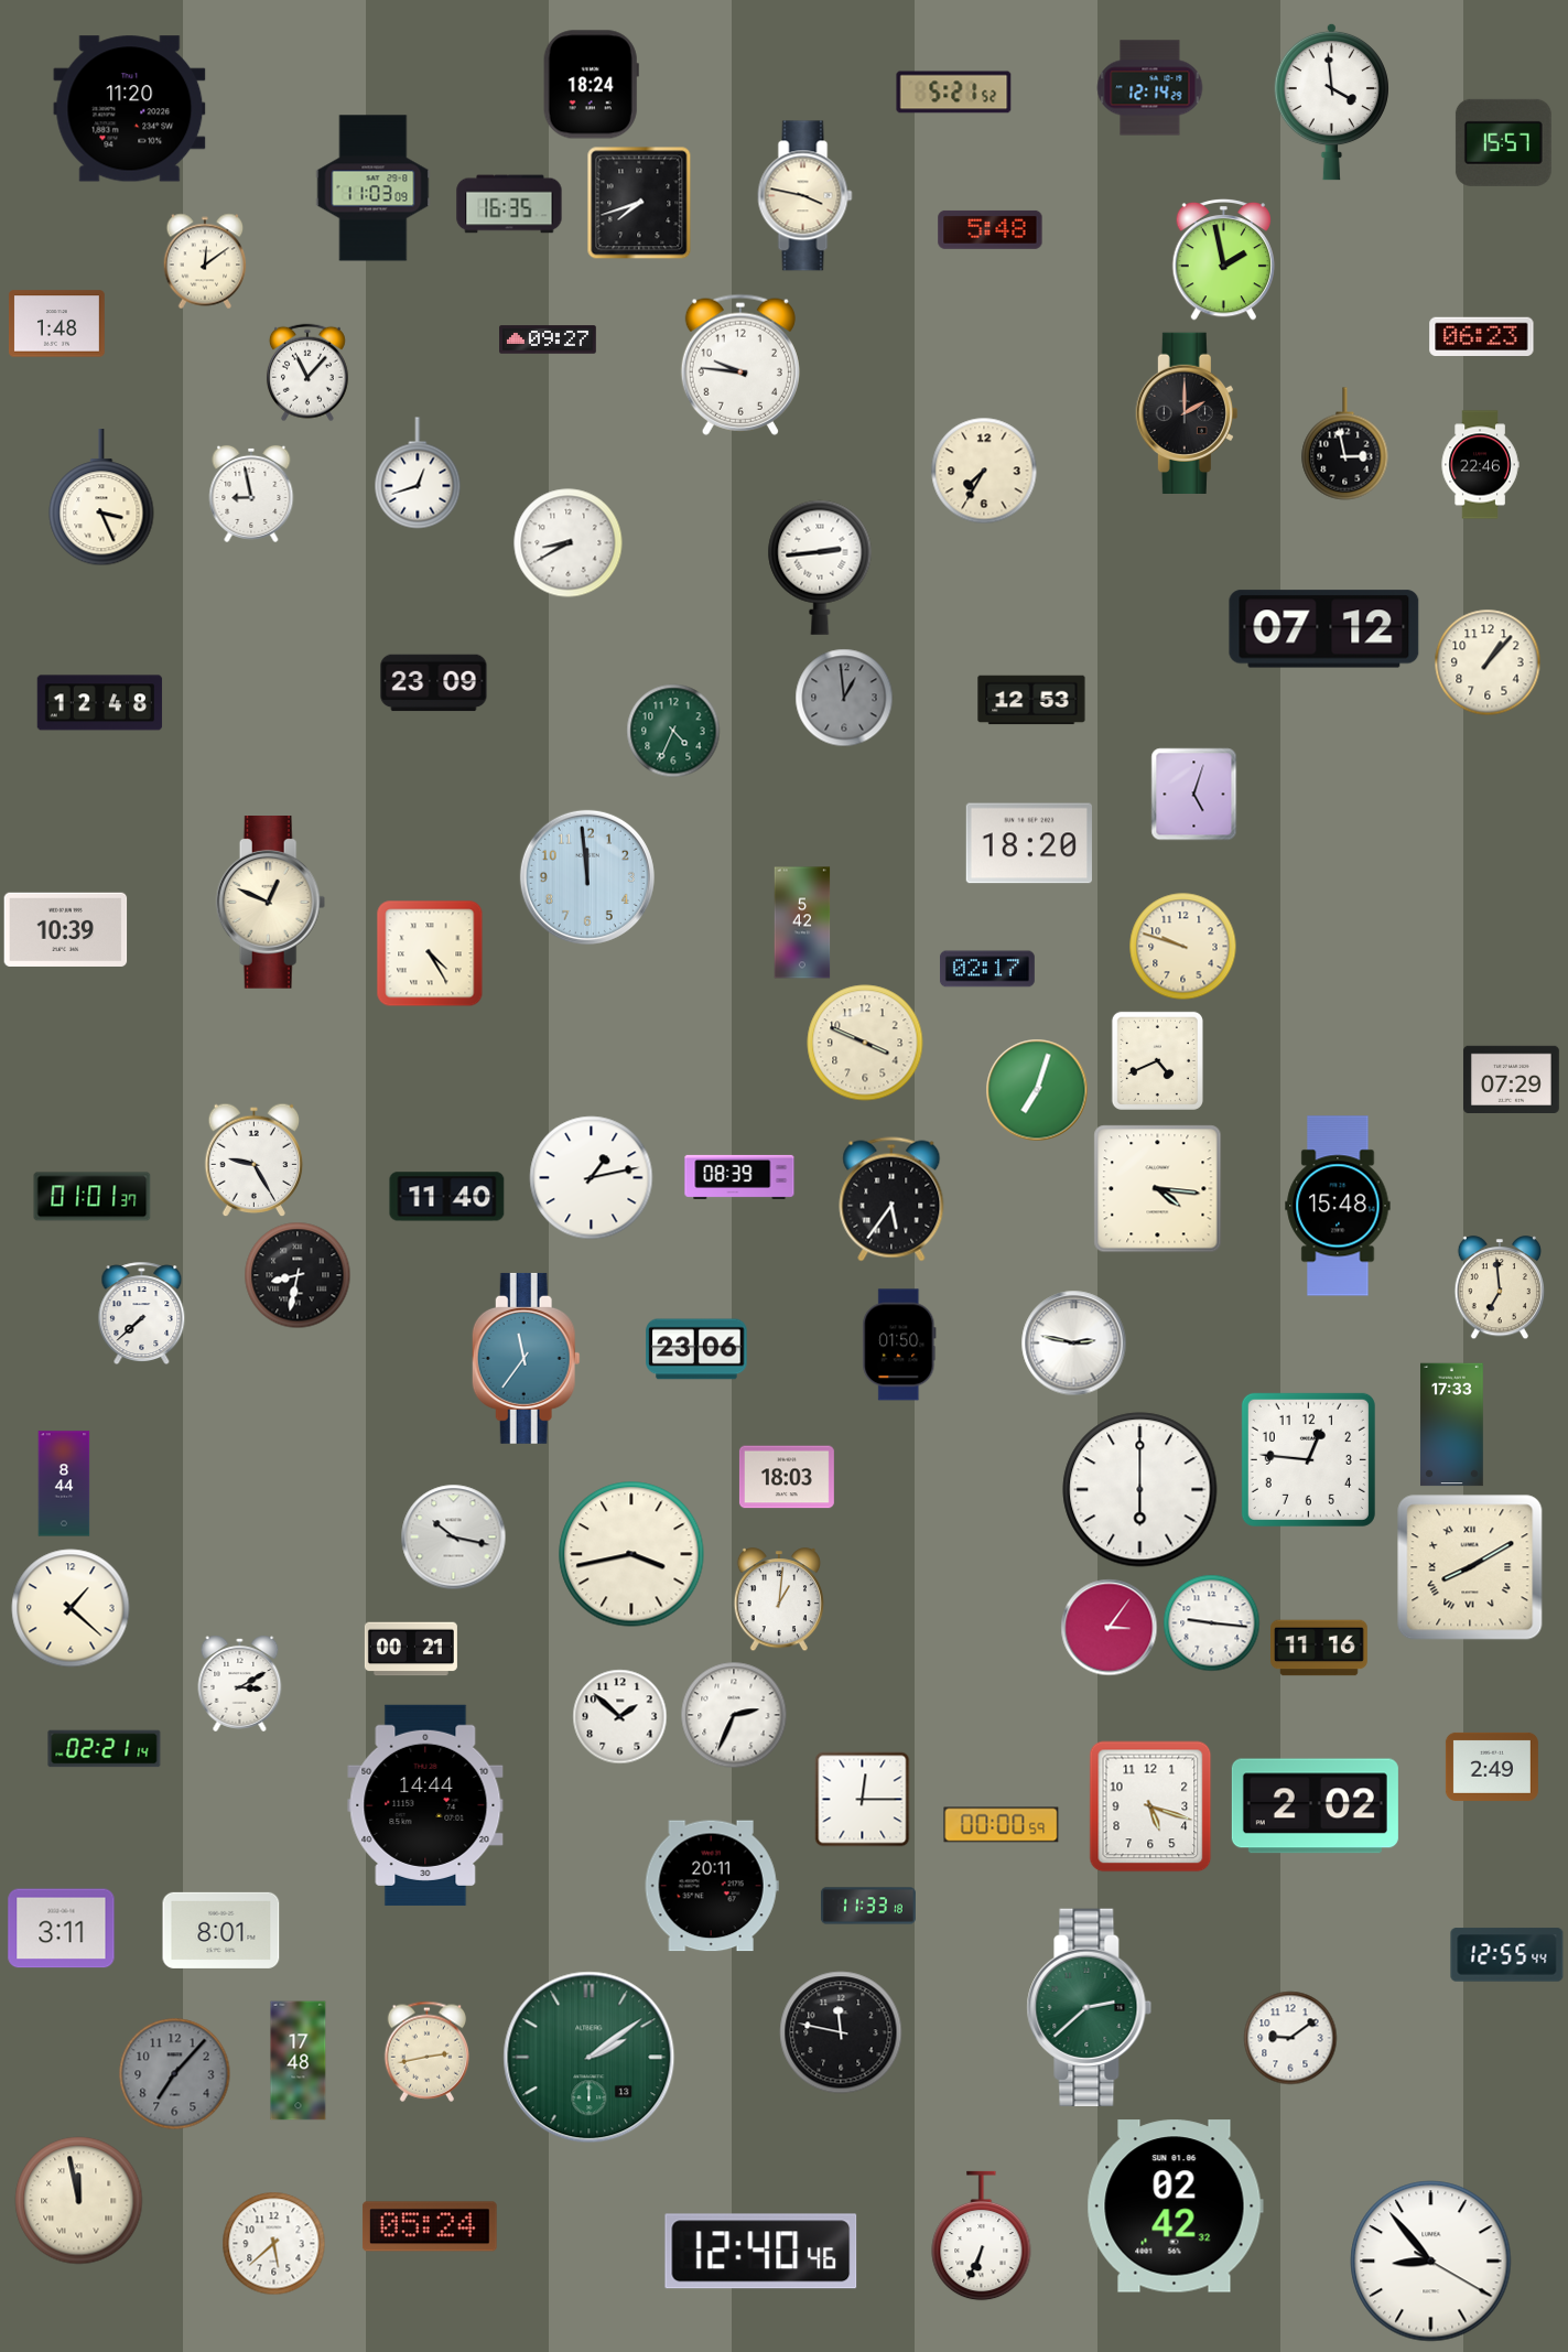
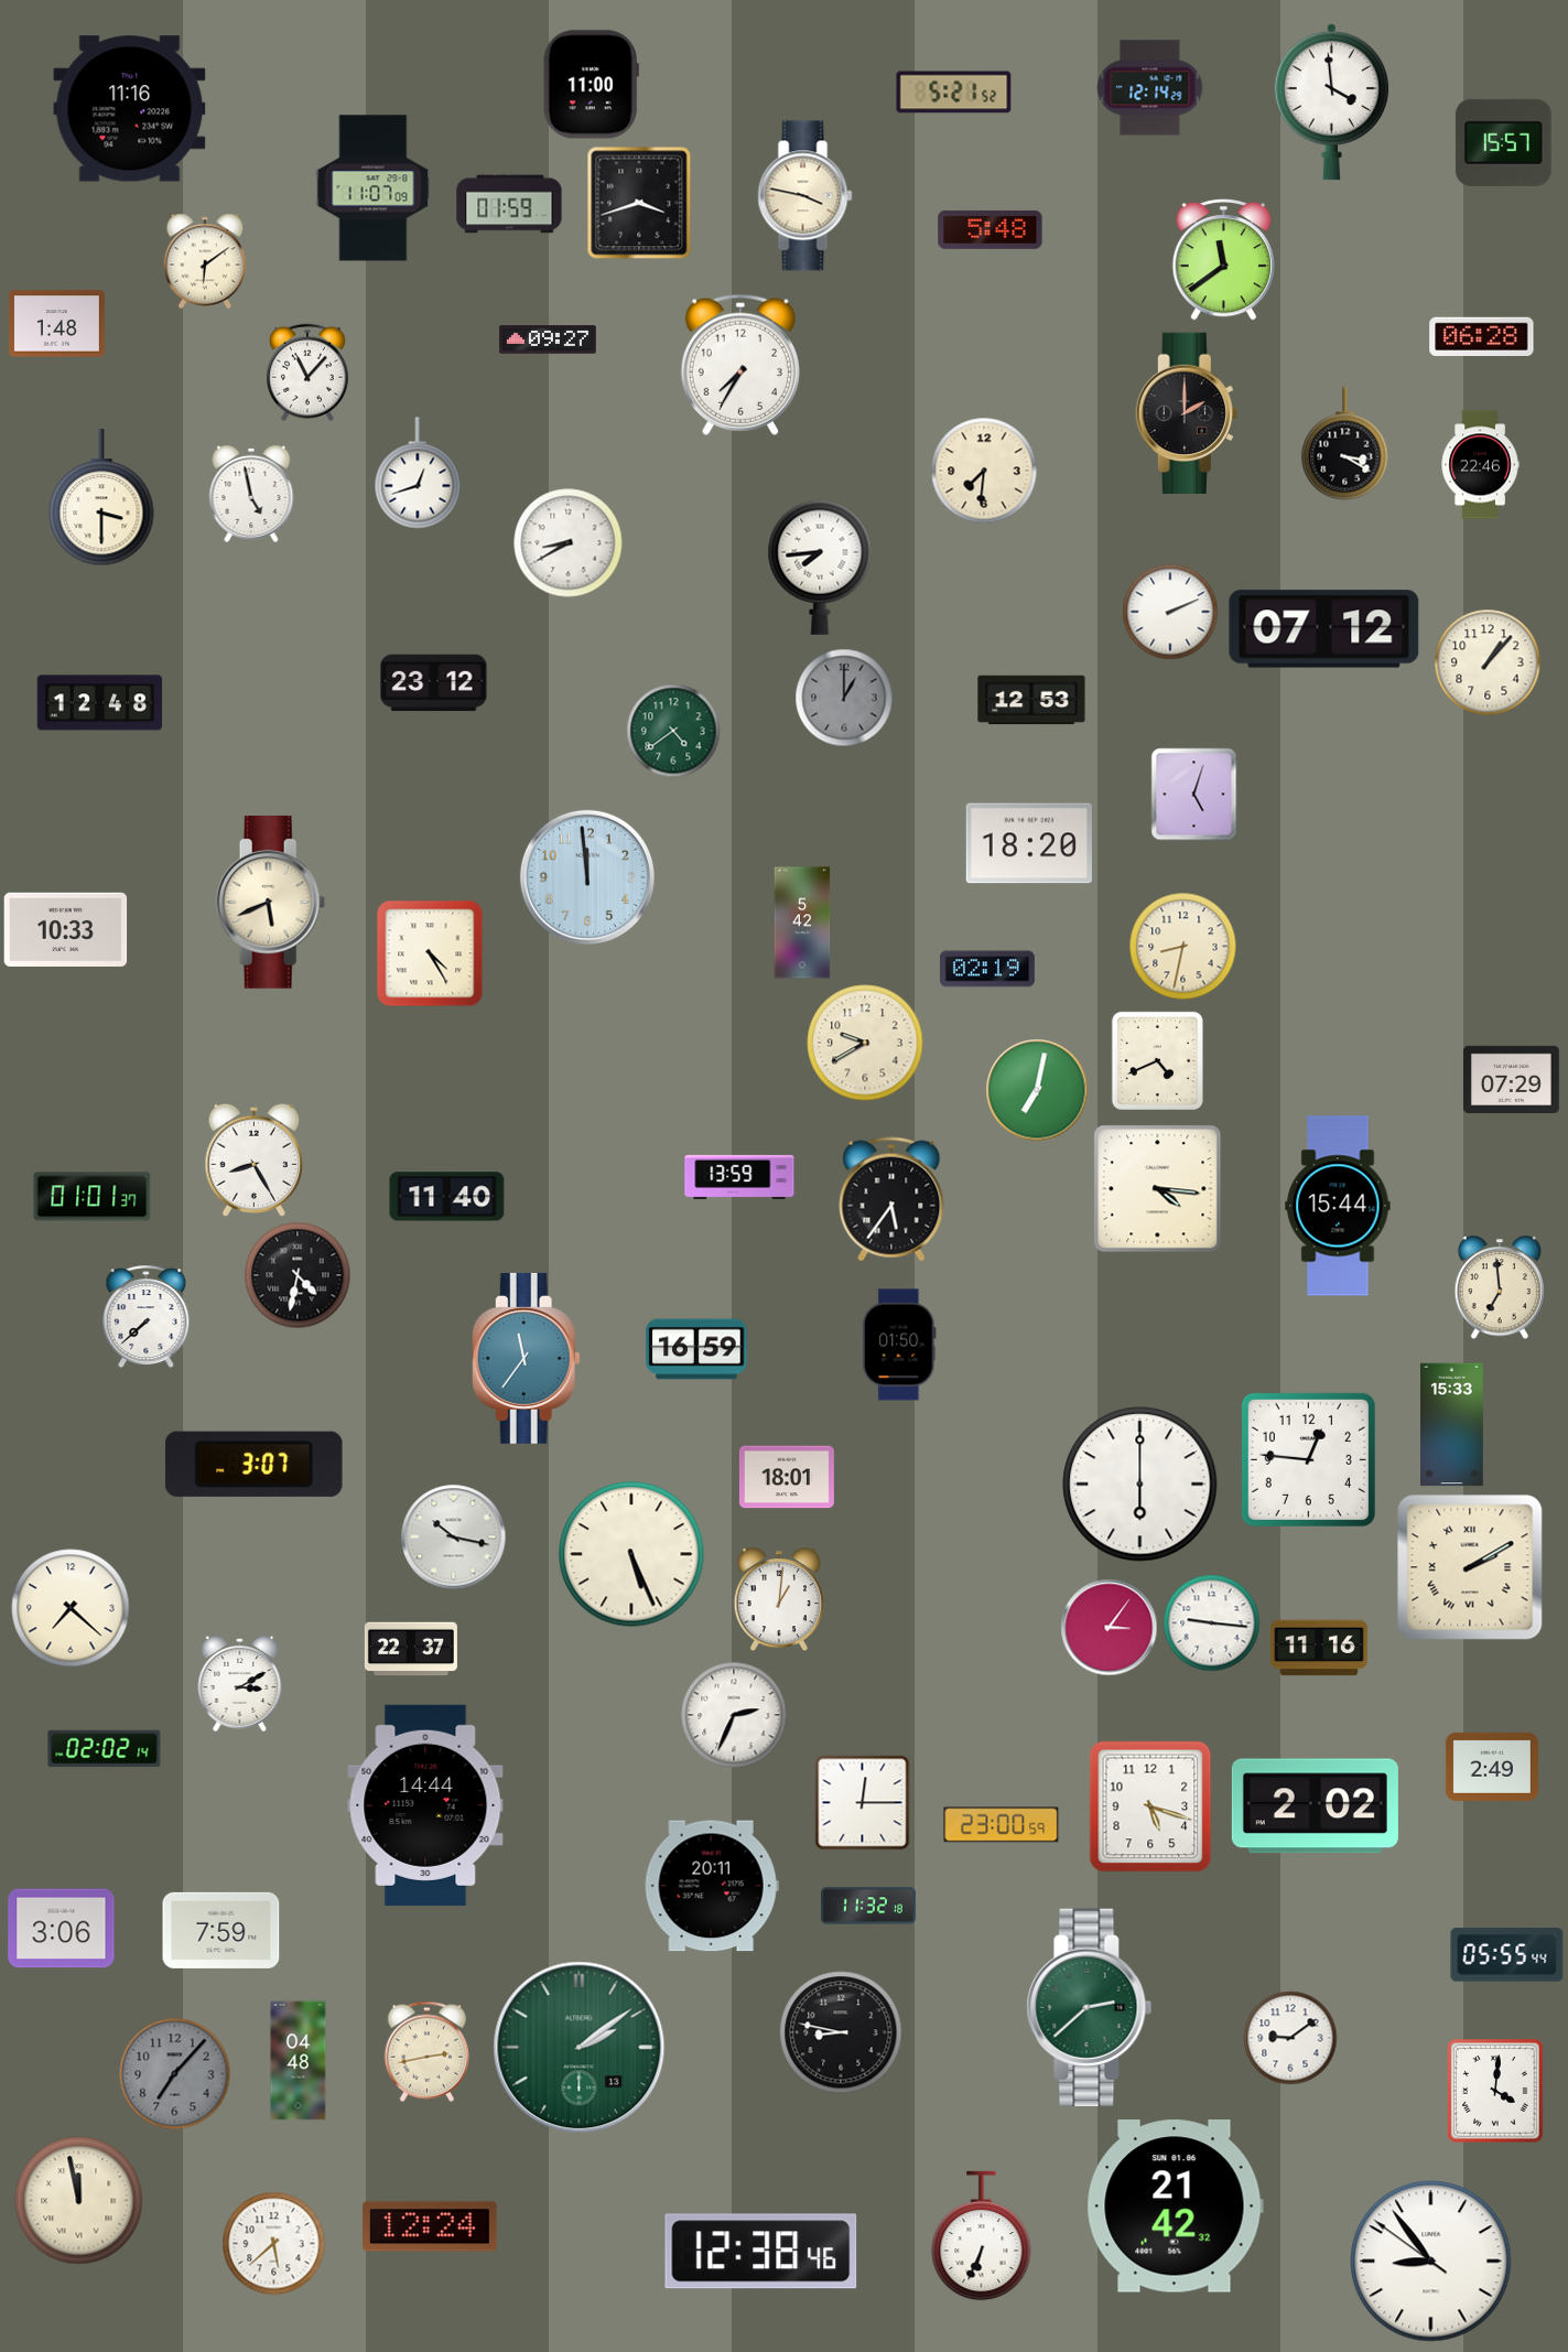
clock at (591, 85): 18:24 -> 11:00
clock at (130, 109): 11:20 -> 11:16
clock at (374, 188): 11:03 -> 11:07
clock at (639, 203): 7:42 -> 3:42
clock at (509, 204): 16:35 -> 01:59
clock at (1224, 259): 1:58 -> 11:39
clock at (205, 261): 12:09 -> 6:09
clock at (1482, 337): 06:23 -> 06:28
clock at (740, 365): 9:46 -> 7:35
clock at (1345, 444): 2:58 -> 3:20
clock at (984, 471): 7:35 -> 7:31
clock at (251, 494): 8:58 -> 4:58
clock at (101, 498): 3:26 -> 3:30
clock at (820, 568): 2:44 -> 7:44
clock at (1170, 612): none -> 2:11
clock at (434, 683): 23:09 -> 23:12
clock at (844, 698): 12:59 -> 1:00
clock at (673, 731): 4:34 -> 4:39
clock at (271, 903): 12:49 -> 5:41
clock at (66, 929): 10:39 -> 10:33
clock at (1183, 947): 9:48 -> 8:32
clock at (987, 969): 02:17 -> 02:19
clock at (865, 1043): 3:49 -> 9:40
clock at (1037, 1090): 7:03 -> 7:02
clock at (255, 1161): 9:25 -> 8:25
clock at (739, 1177): 08:39 -> 13:59
clock at (592, 1178): 1:13 -> none
clock at (1338, 1206): 15:48 -> 15:44
clock at (298, 1275): 8:32 -> 4:32
clock at (142, 1313) position: (142, 1313) -> (147, 1316)
clock at (1074, 1344): 2:47 -> none
clock at (696, 1349): 23:06 -> 16:59
clock at (1452, 1425): 17:33 -> 15:33
clock at (255, 1464): none -> 3:07
clock at (787, 1477): 18:03 -> 18:01
clock at (64, 1484): 8:44 -> none
clock at (1140, 1490) position: (1140, 1490) -> (1140, 1485)
clock at (631, 1554): 3:43 -> 5:26
clock at (1470, 1567): 8:10 -> 2:10
clock at (71, 1608): 1:22 -> 7:22
clock at (411, 1649): 00:21 -> 22:37
clock at (620, 1717): 1:52 -> none
clock at (105, 1749): 02:21 -> 02:02
clock at (863, 1800) position: (863, 1800) -> (863, 1803)
clock at (1002, 1825): 00:00 -> 23:00
clock at (868, 1906): 11:33 -> 11:32
clock at (62, 1929): 3:11 -> 3:06
clock at (221, 1930): 8:01 -> 7:59
clock at (1507, 1955): 12:55 -> 05:55
clock at (841, 2032): 11:47 -> 8:47
clock at (590, 2058) position: (590, 2058) -> (580, 2048)
clock at (299, 2061): 17:48 -> 04:48
clock at (1495, 2091): none -> 4:01
clock at (1175, 2207): 02:42 -> 21:42
clock at (430, 2226): 05:24 -> 12:24
clock at (761, 2252): 12:40 -> 12:38
clock at (1431, 2262): 8:53:20 -> 8:53:51
